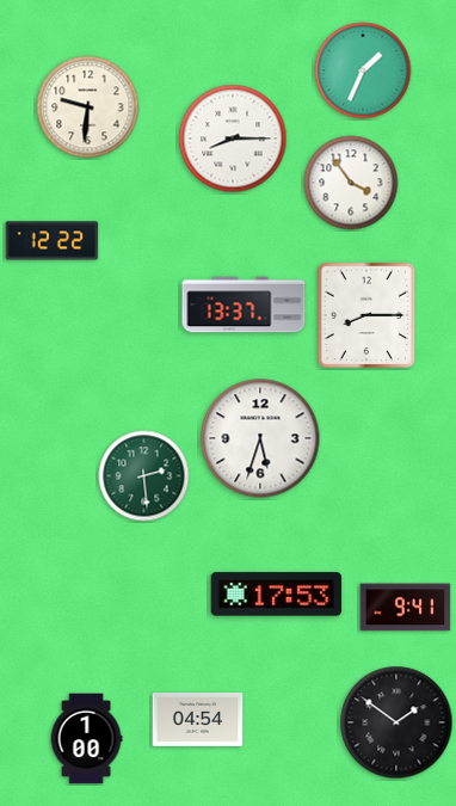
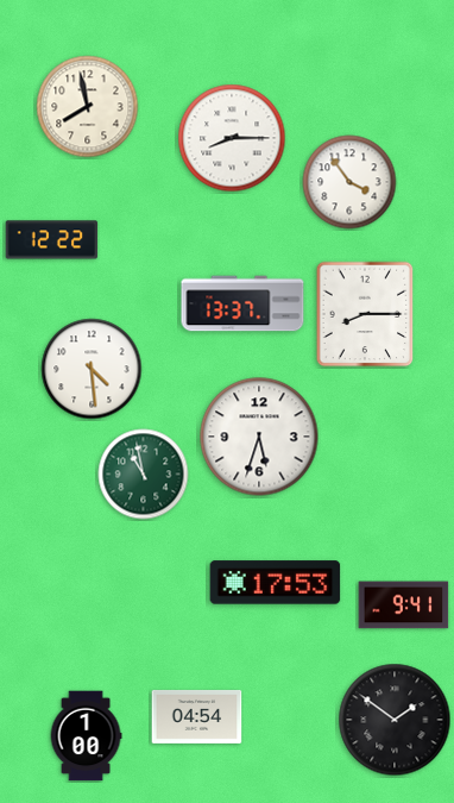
clock at (363, 70): 1:34 -> none
clock at (88, 107): 9:31 -> 7:58
clock at (92, 369): none -> 4:29
clock at (144, 476): 2:29 -> 10:58
clock at (277, 595) position: (277, 595) -> (276, 583)
